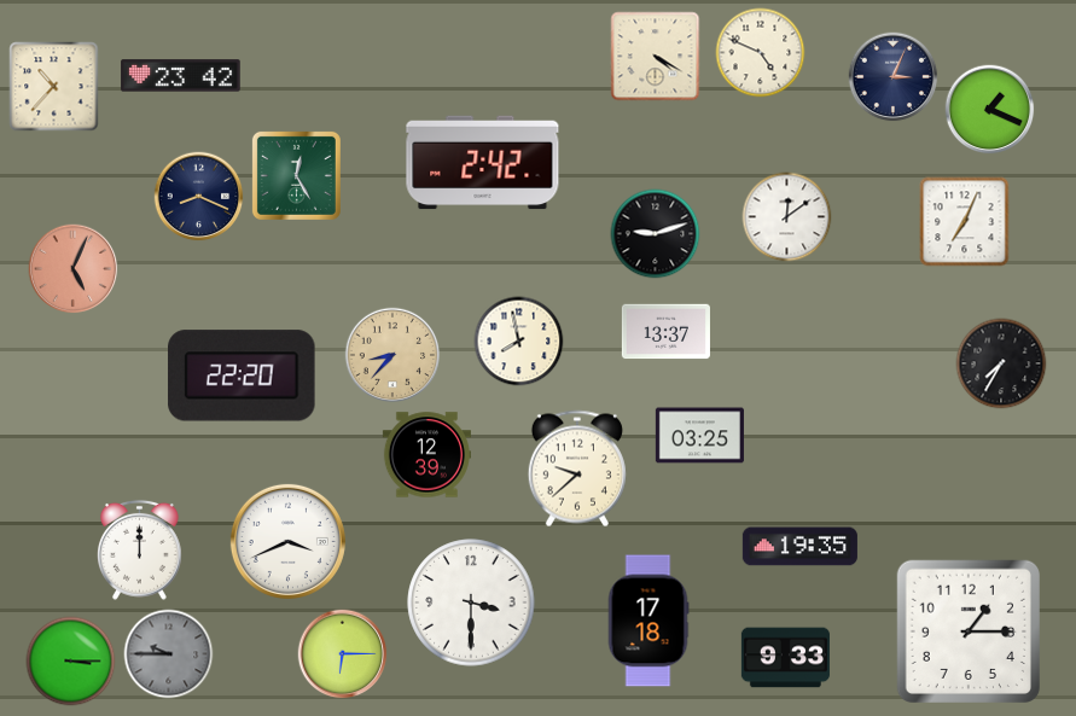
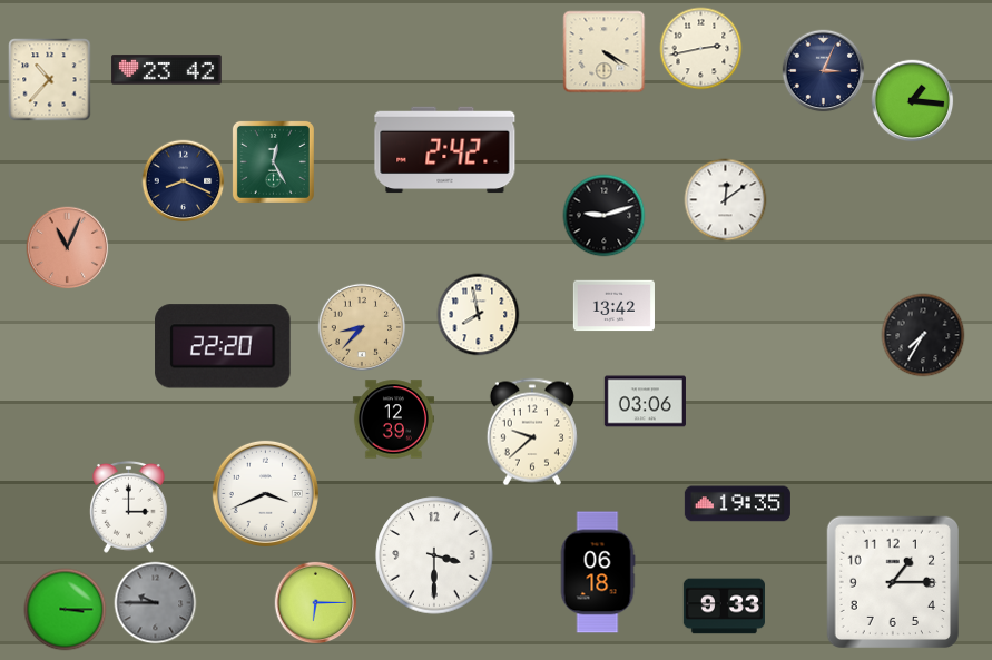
clock at (761, 53): 4:49 -> 2:43
clock at (990, 110): 1:19 -> 1:16
clock at (965, 222): 7:04 -> none
clock at (74, 269): 5:04 -> 11:04
clock at (665, 332): 13:37 -> 13:42
clock at (699, 436): 03:25 -> 03:06
clock at (287, 541) position: (287, 541) -> (265, 493)
clock at (140, 549): 12:00 -> 3:00
clock at (648, 621): 17:18 -> 06:18
